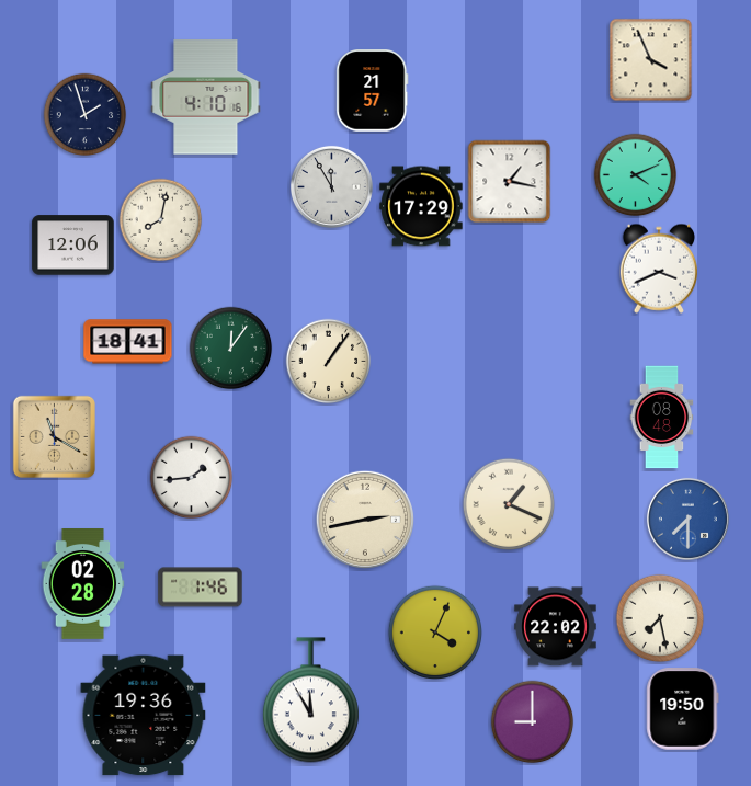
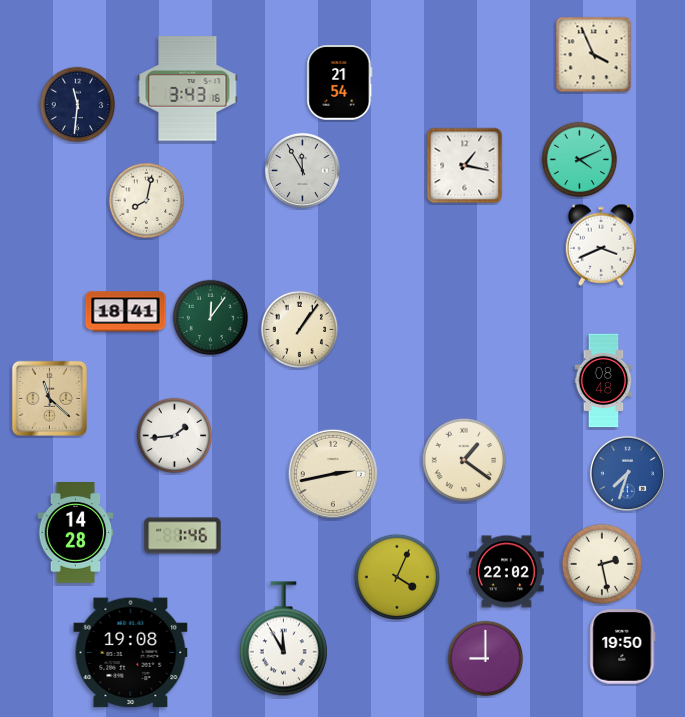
clock at (373, 91): 21:57 -> 21:54
clock at (206, 98): 4:10 -> 3:43
clock at (86, 115): 1:57 -> 11:31
clock at (421, 206): 17:29 -> none
clock at (73, 246): 12:06 -> none
clock at (128, 342) position: (128, 342) -> (126, 312)
clock at (54, 436): 11:20 -> 11:22
clock at (509, 504): 1:19 -> 1:21
clock at (687, 519): 7:30 -> 7:33
clock at (83, 584): 02:28 -> 14:28
clock at (660, 618): 7:28 -> 2:28
clock at (144, 716): 19:36 -> 19:08
